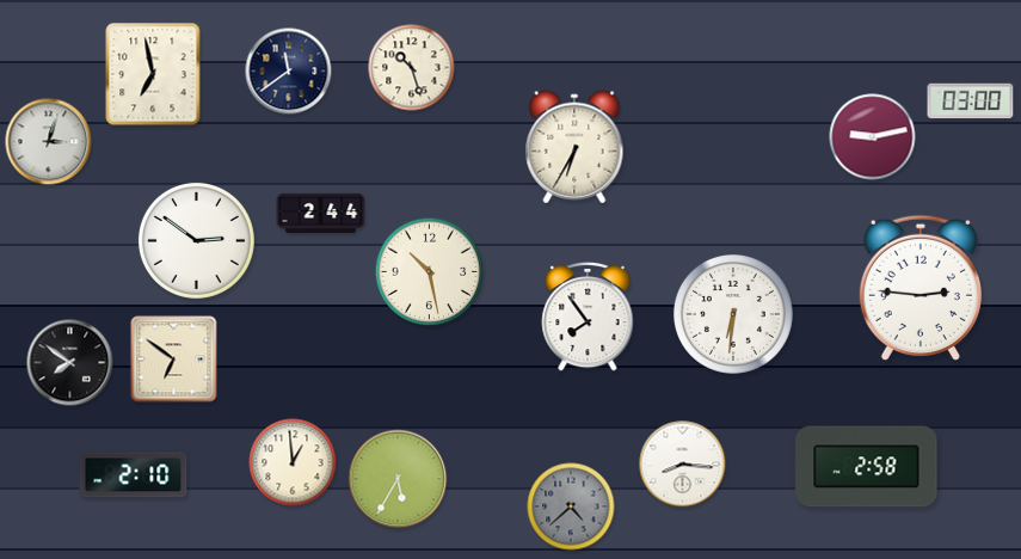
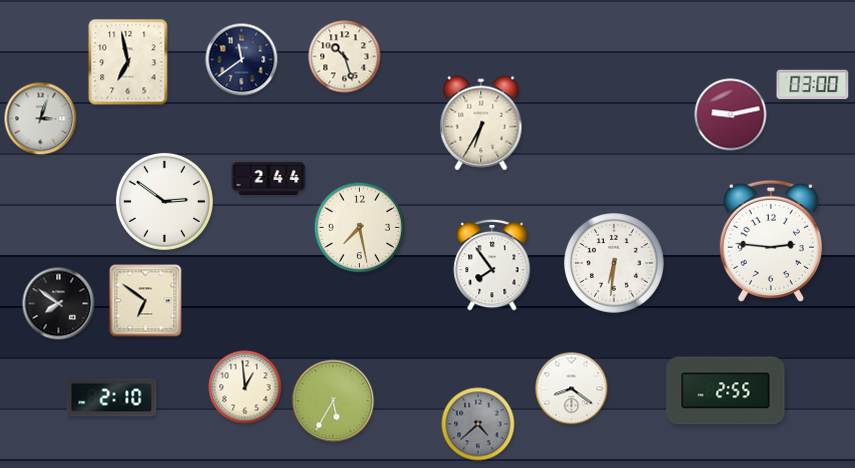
clock at (430, 272): 10:28 -> 7:28
clock at (683, 465): 8:16 -> 8:21
clock at (867, 467): 2:58 -> 2:55
